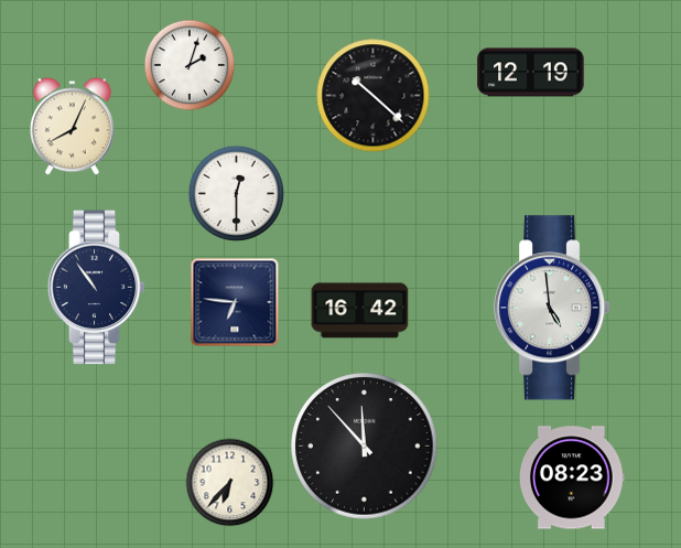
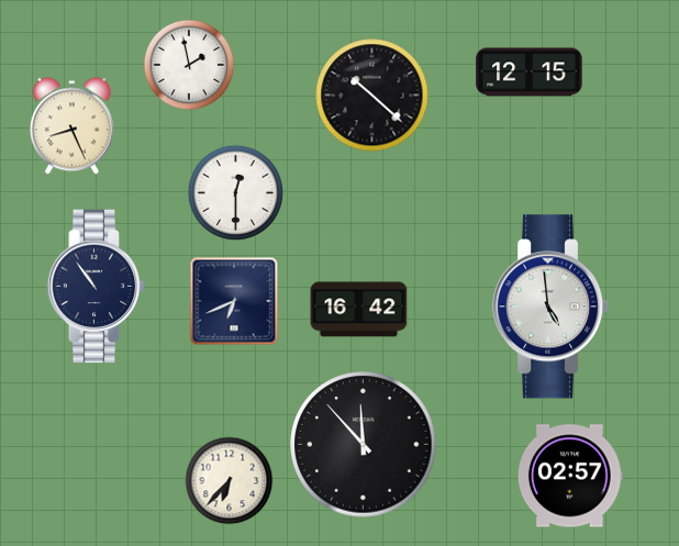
clock at (190, 65): 2:03 -> 1:58
clock at (531, 73): 12:19 -> 12:15
clock at (73, 127): 8:04 -> 8:26
clock at (235, 302): 6:46 -> 6:41
clock at (573, 477): 08:23 -> 02:57
